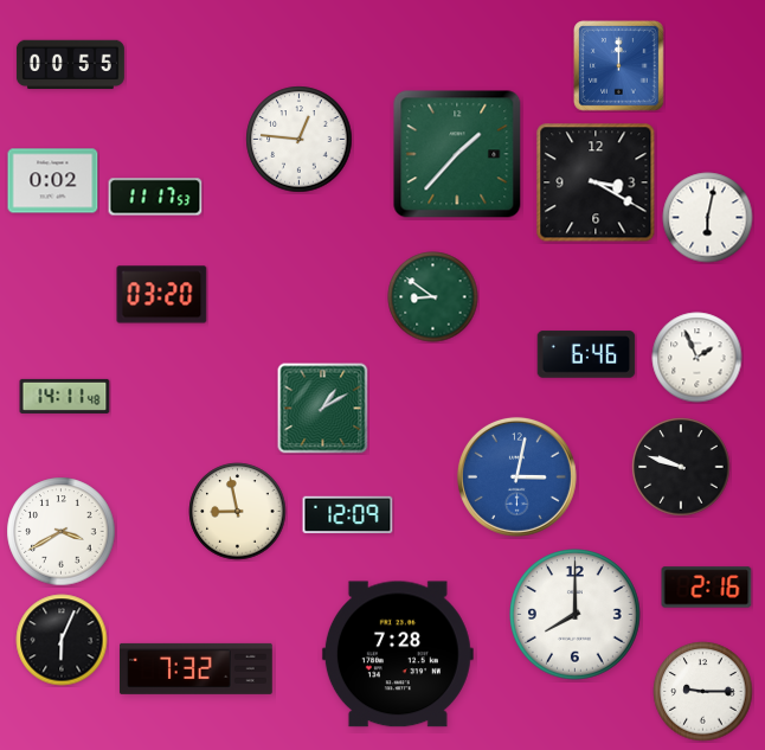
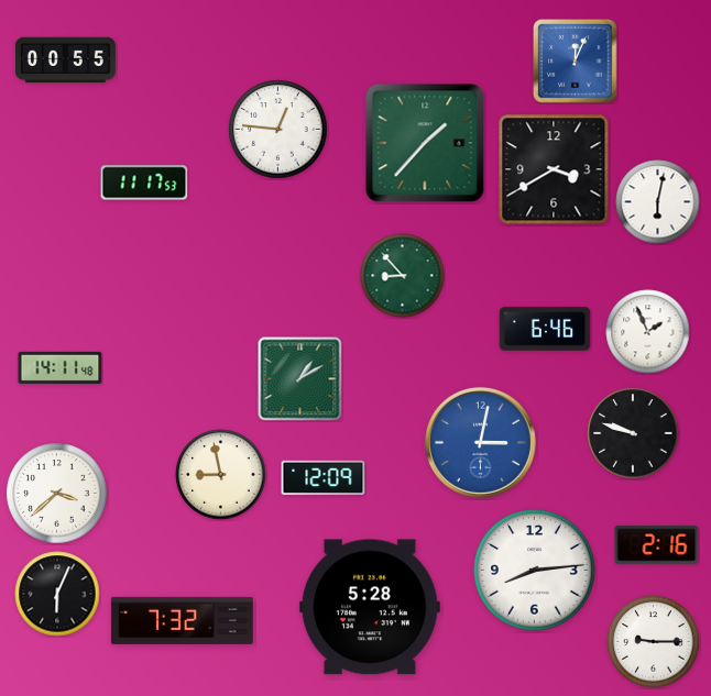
clock at (619, 66): 12:00 -> 12:04
clock at (53, 181): 0:02 -> none
clock at (596, 182): 3:20 -> 3:40
clock at (162, 295): 03:20 -> none
clock at (433, 297): 8:51 -> 8:53
clock at (62, 532): 3:40 -> 3:38
clock at (576, 615): 8:00 -> 8:14
clock at (398, 654): 7:28 -> 5:28
